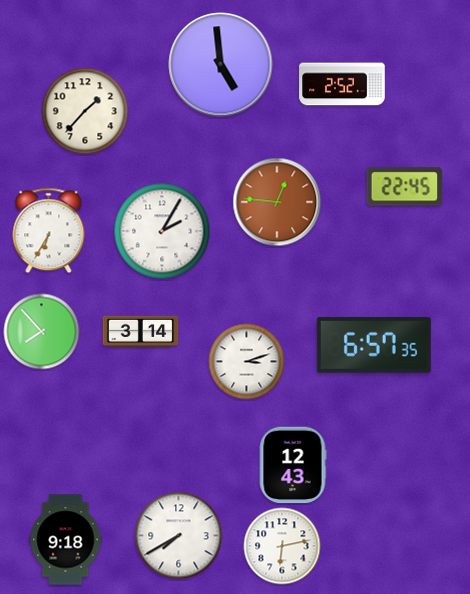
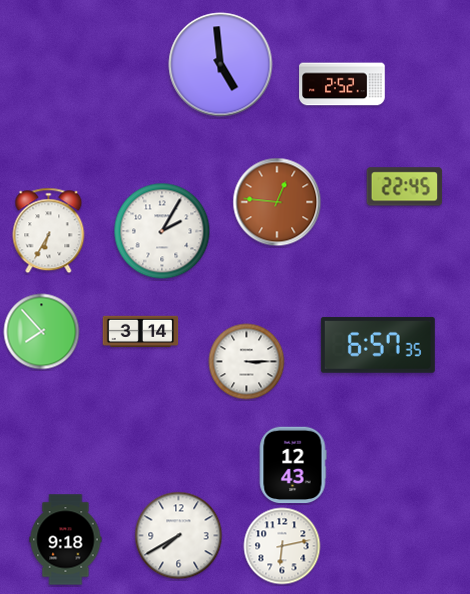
clock at (85, 111): 1:37 -> none
clock at (374, 345) position: (374, 345) -> (378, 345)
clock at (247, 362): 3:12 -> 3:15
